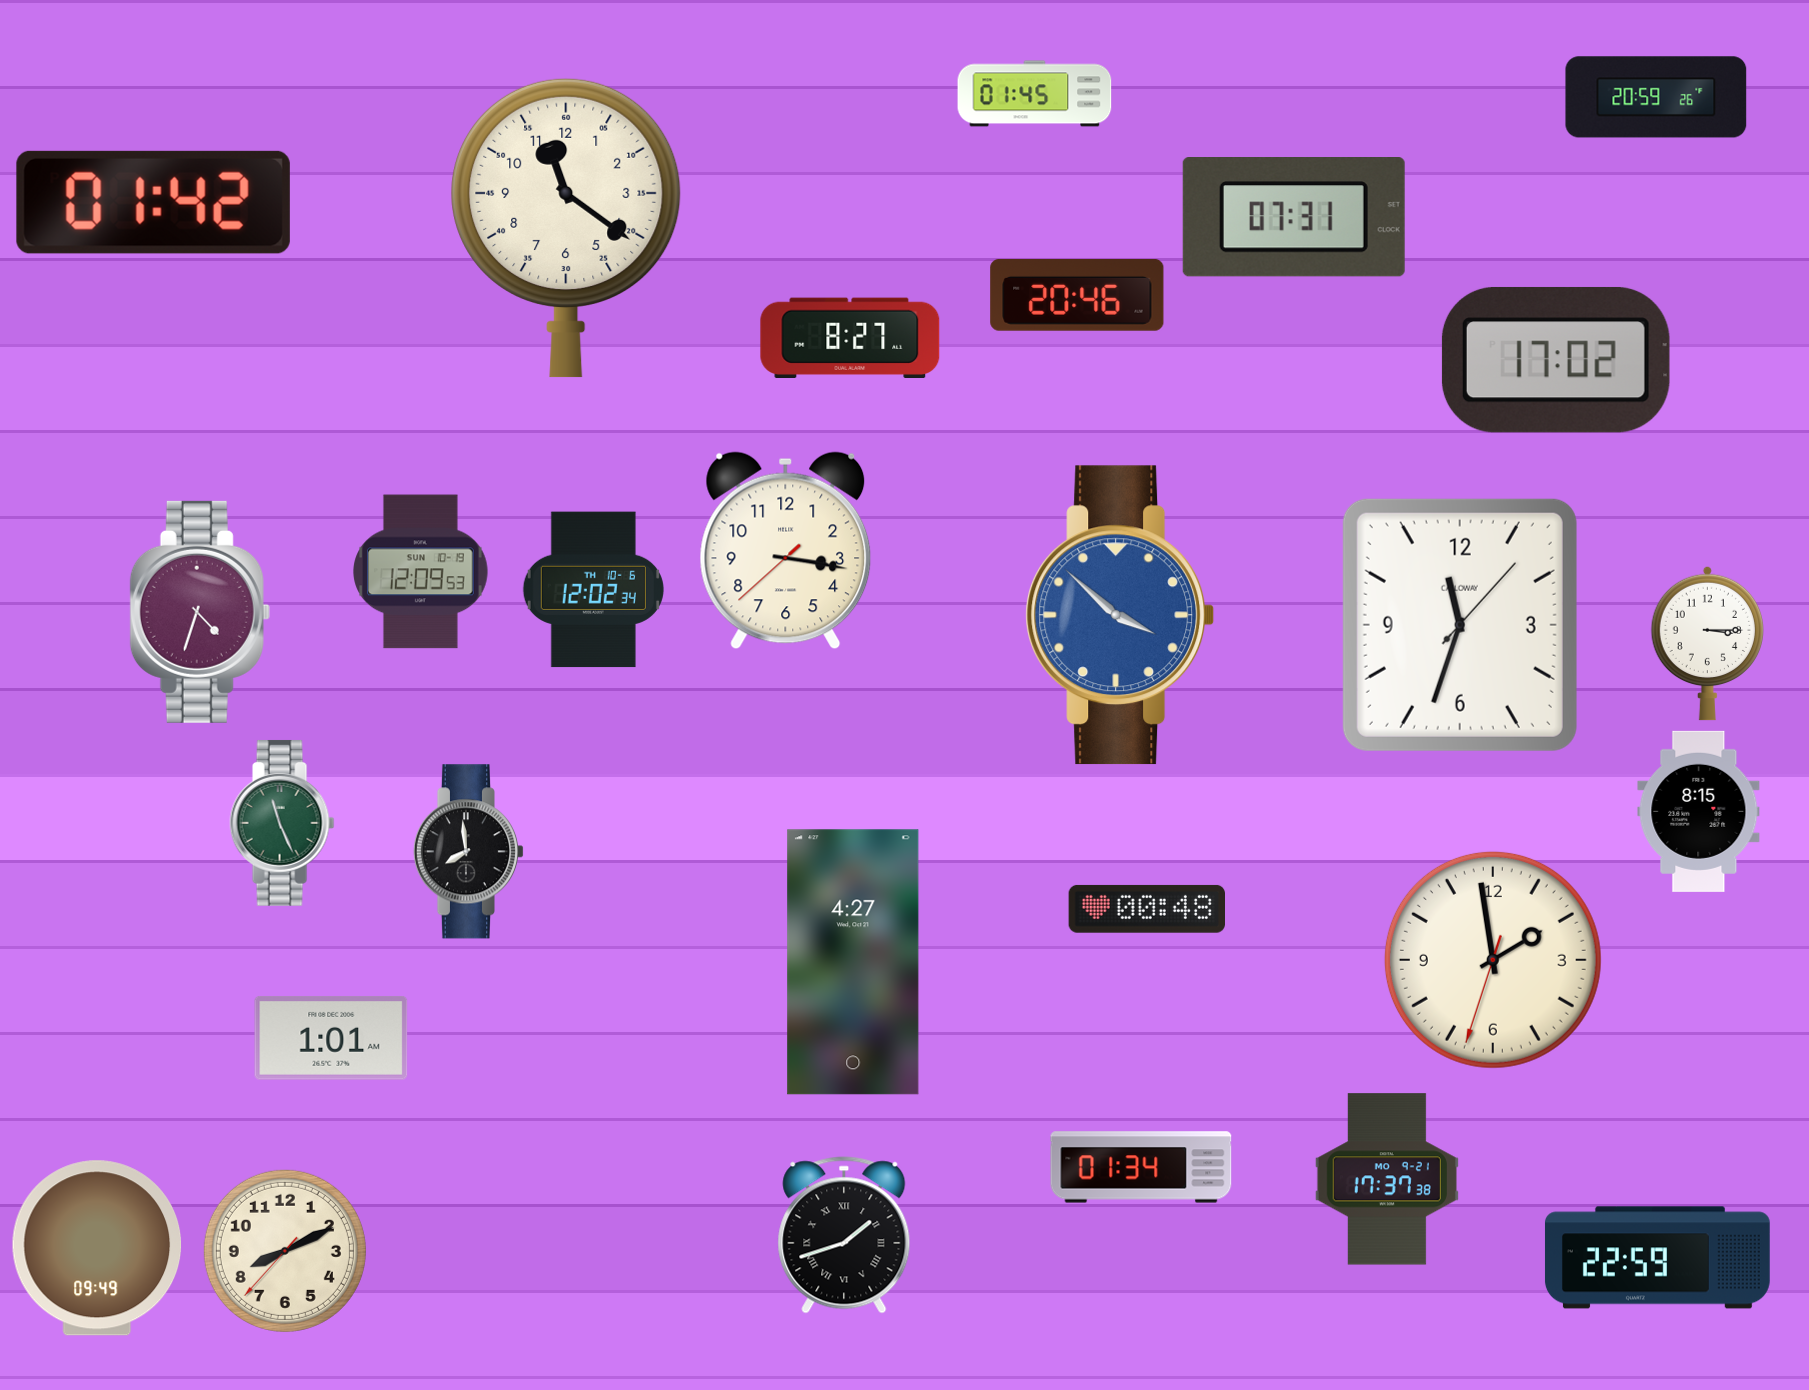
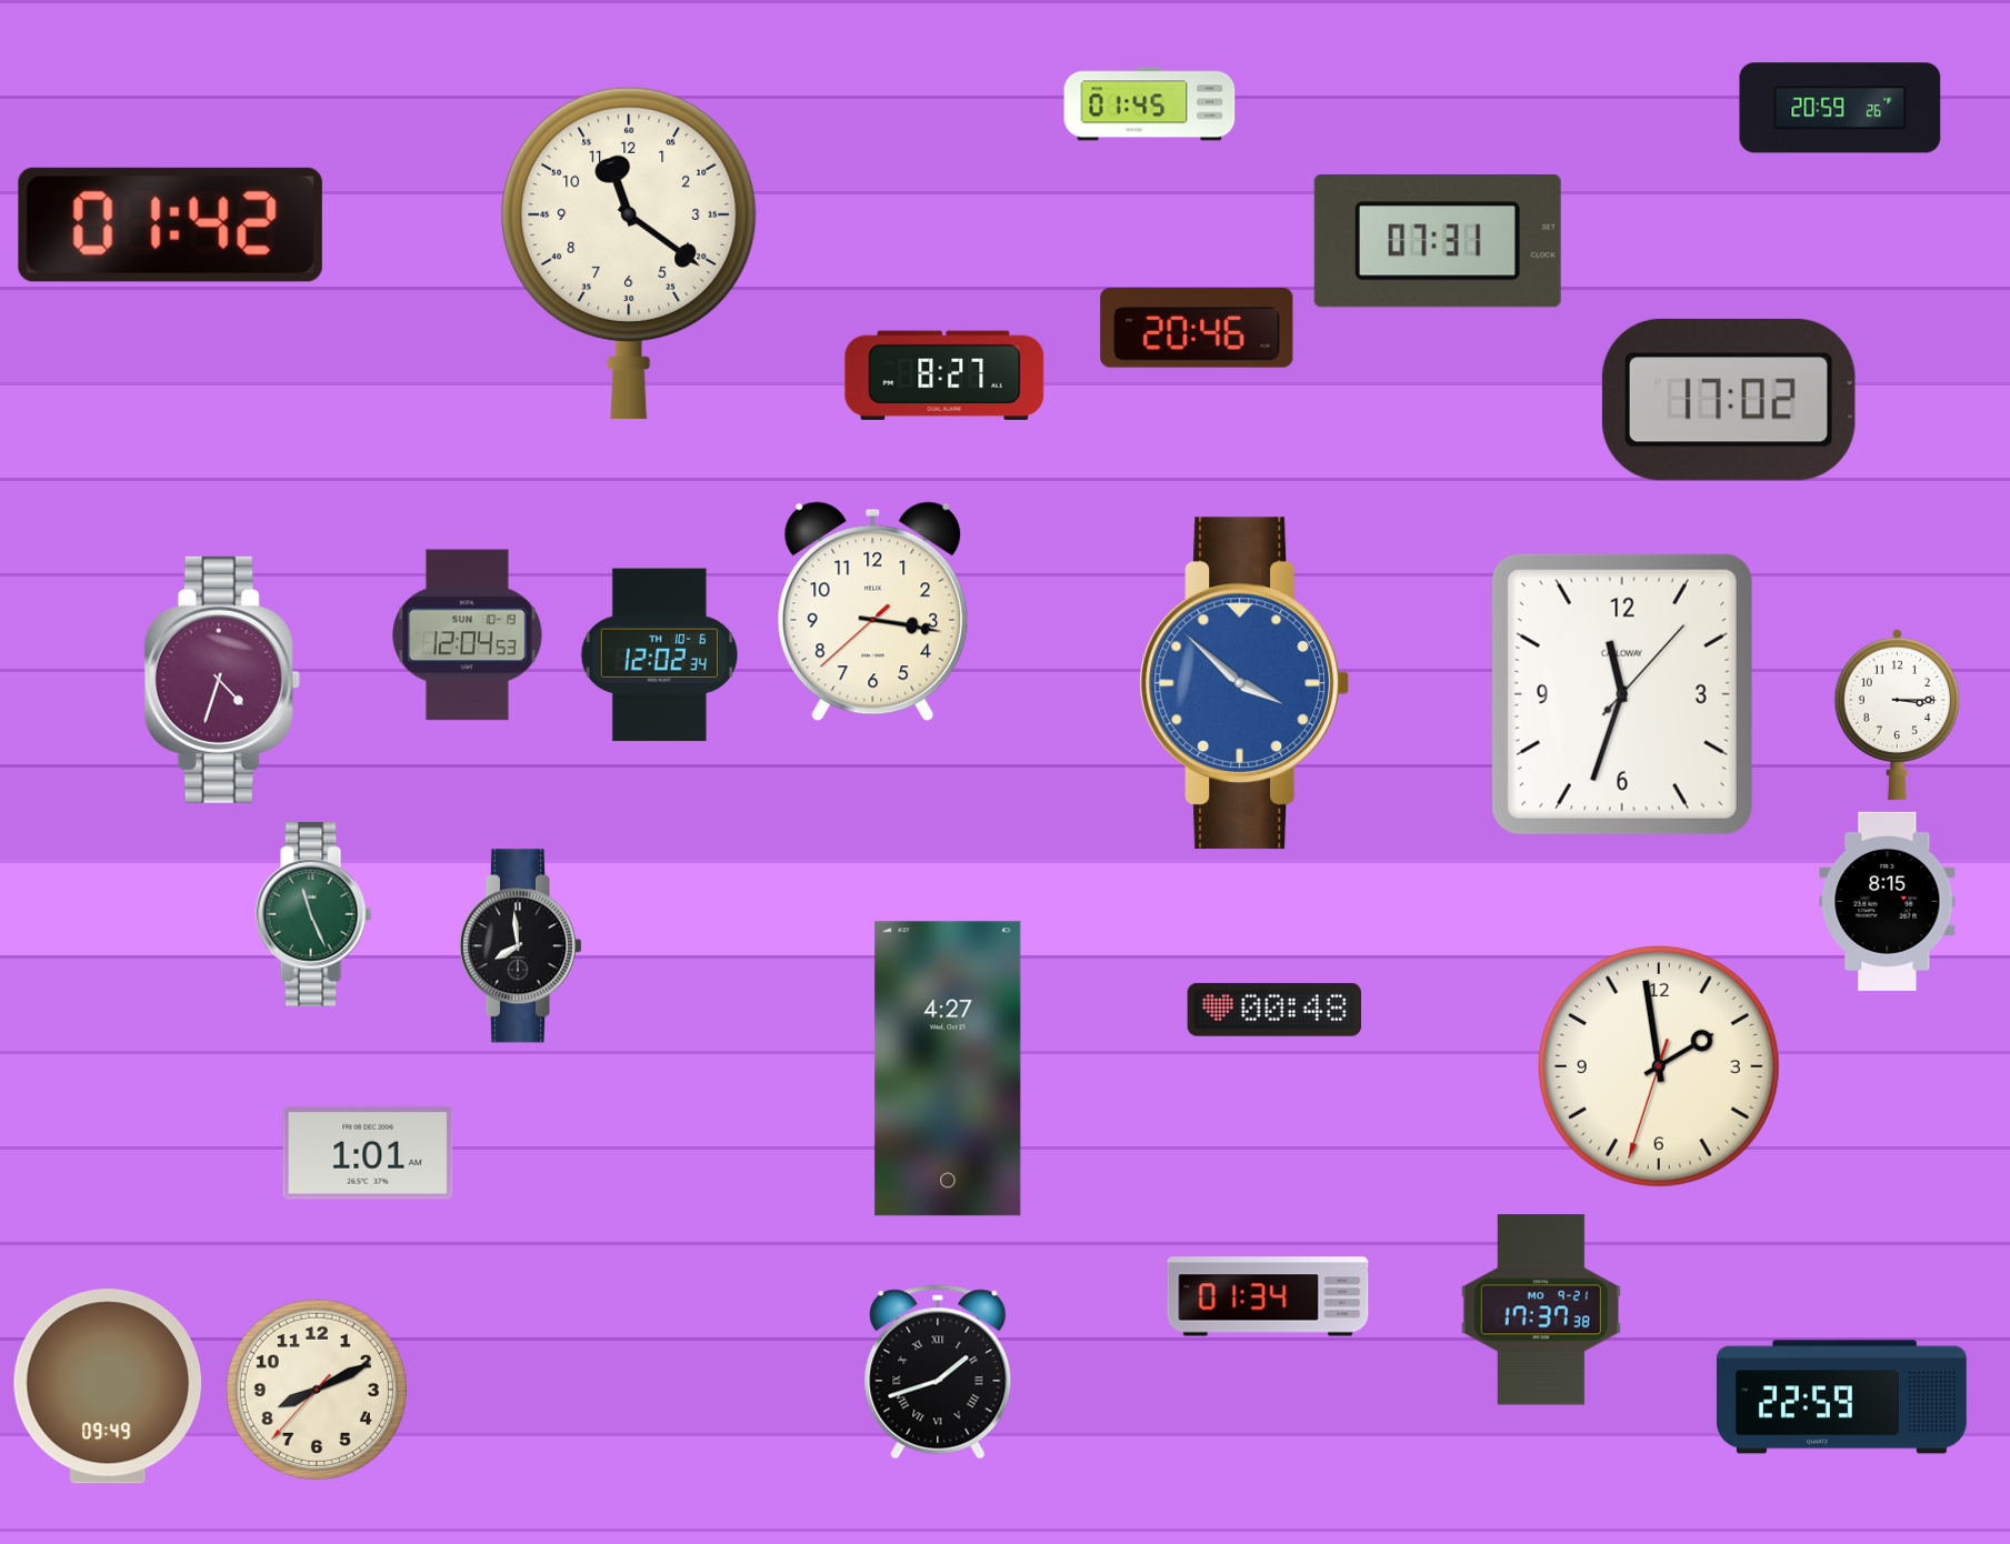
clock at (421, 572): 12:09 -> 12:04
